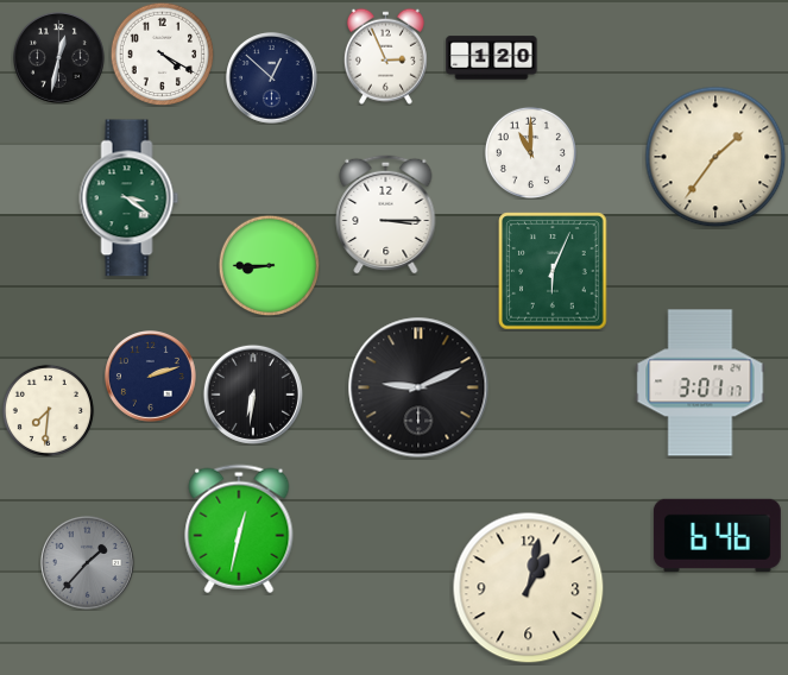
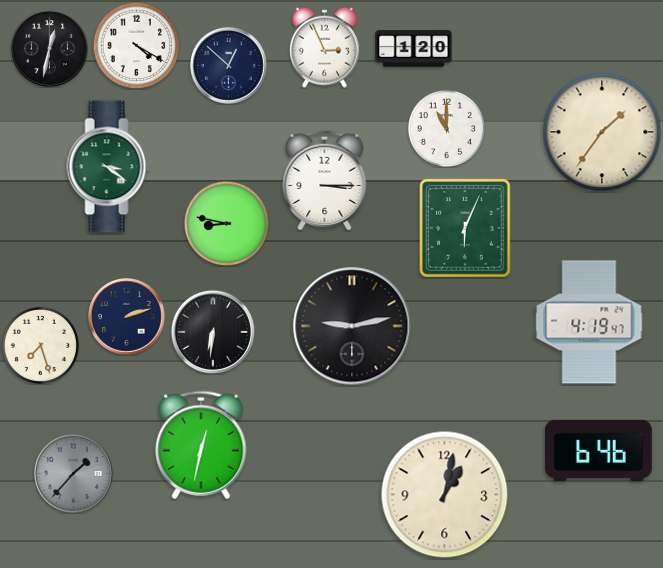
clock at (269, 265): 8:45 -> 8:47
clock at (700, 383): 3:01 -> 4:19
clock at (418, 387): 9:11 -> 9:13
clock at (48, 410): 7:31 -> 7:27
clock at (717, 535) position: (717, 535) -> (598, 450)
